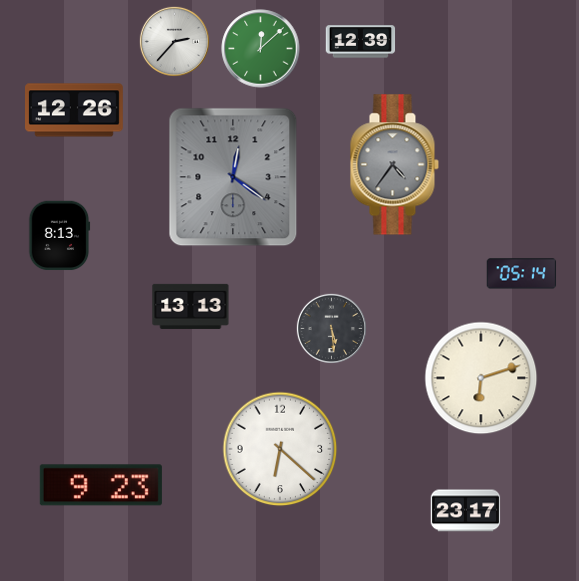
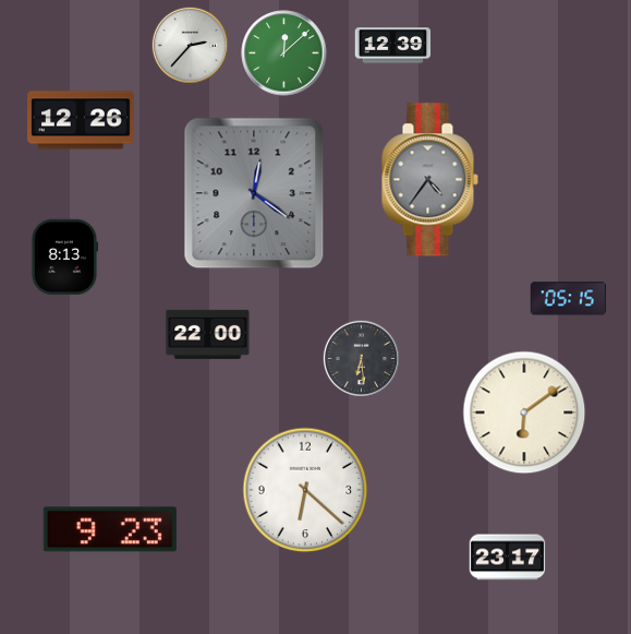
clock at (522, 274): 05:14 -> 05:15
clock at (191, 306): 13:13 -> 22:00
clock at (331, 328): 5:29 -> 6:29
clock at (481, 378): 6:12 -> 6:09
